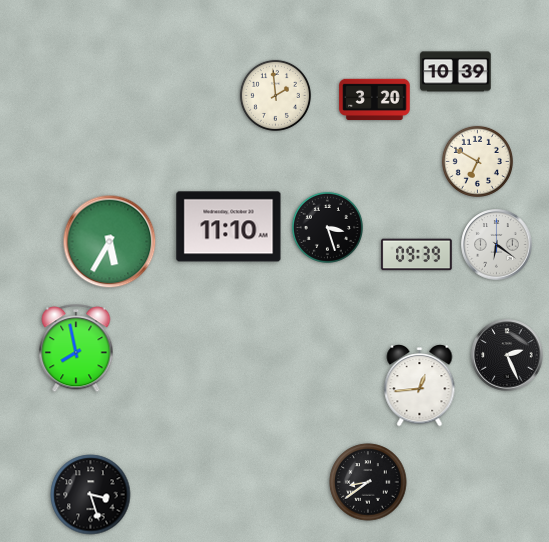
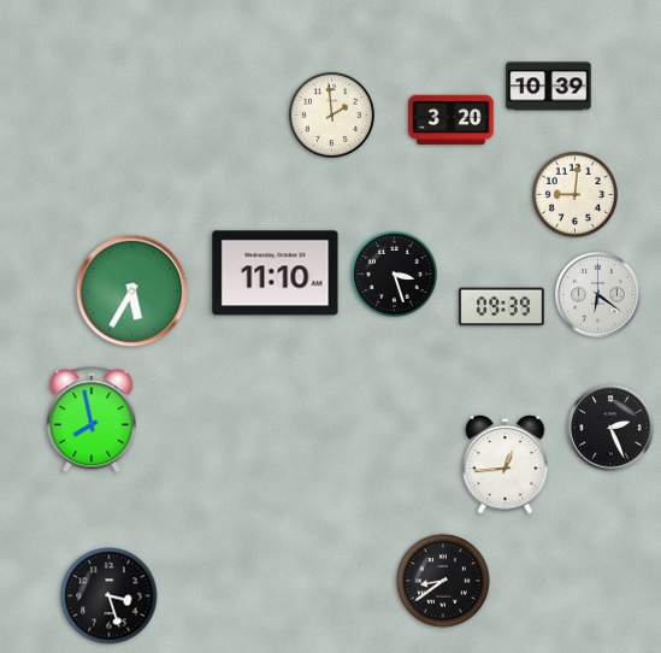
clock at (477, 161): 6:50 -> 9:01
